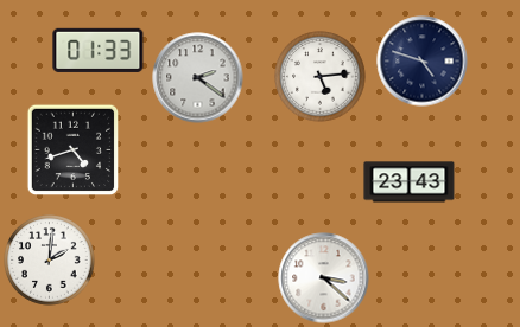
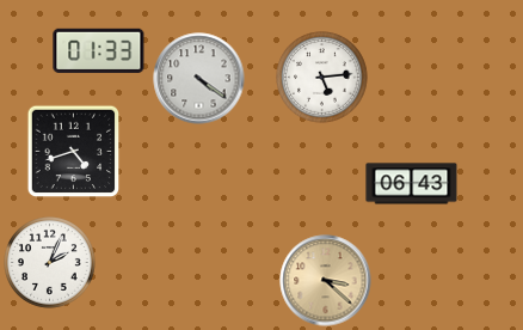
clock at (423, 62): 4:48 -> none
clock at (198, 78): 2:21 -> 4:21
clock at (410, 182): 23:43 -> 06:43
clock at (50, 261): 2:01 -> 2:04
clock at (324, 278) dial: white -> champagne
